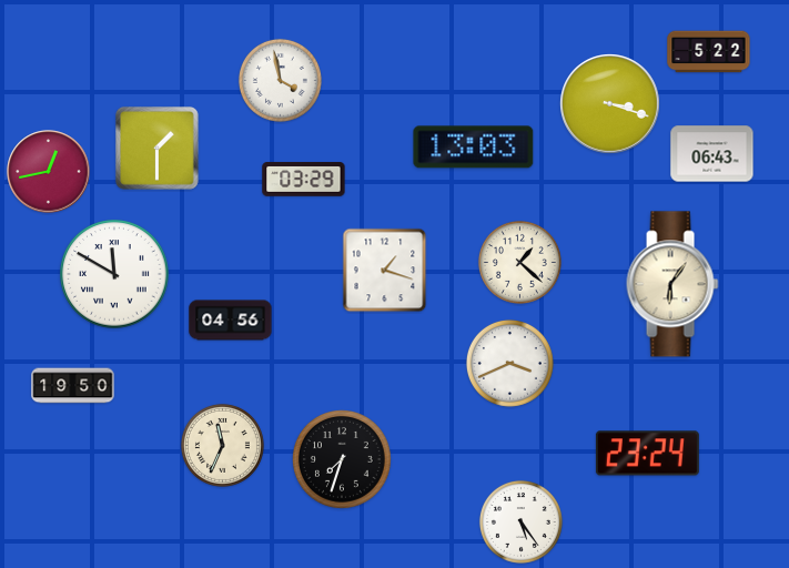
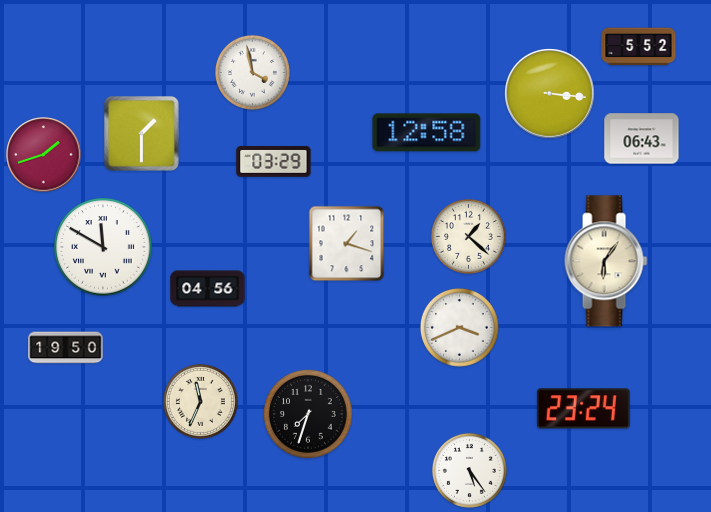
clock at (709, 52): 5:22 -> 5:52
clock at (610, 104): 3:18 -> 3:16
clock at (474, 148): 13:03 -> 12:58
clock at (49, 172): 12:43 -> 1:42
clock at (672, 284) position: (672, 284) -> (606, 261)
